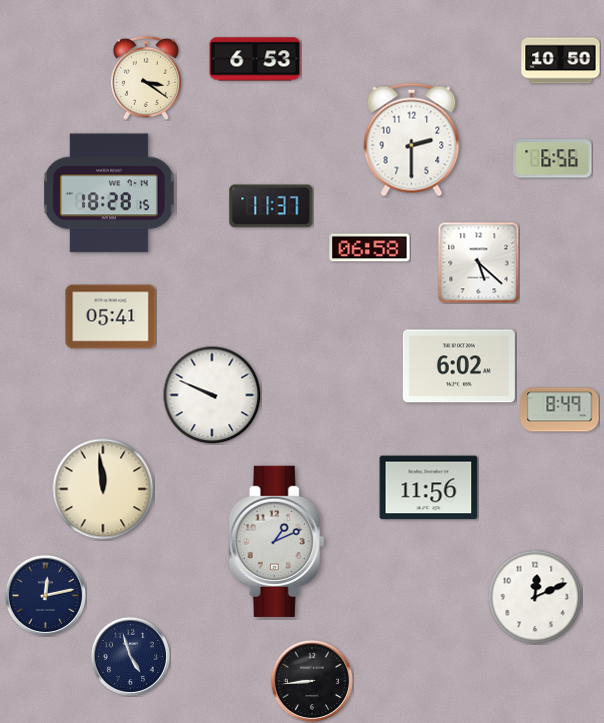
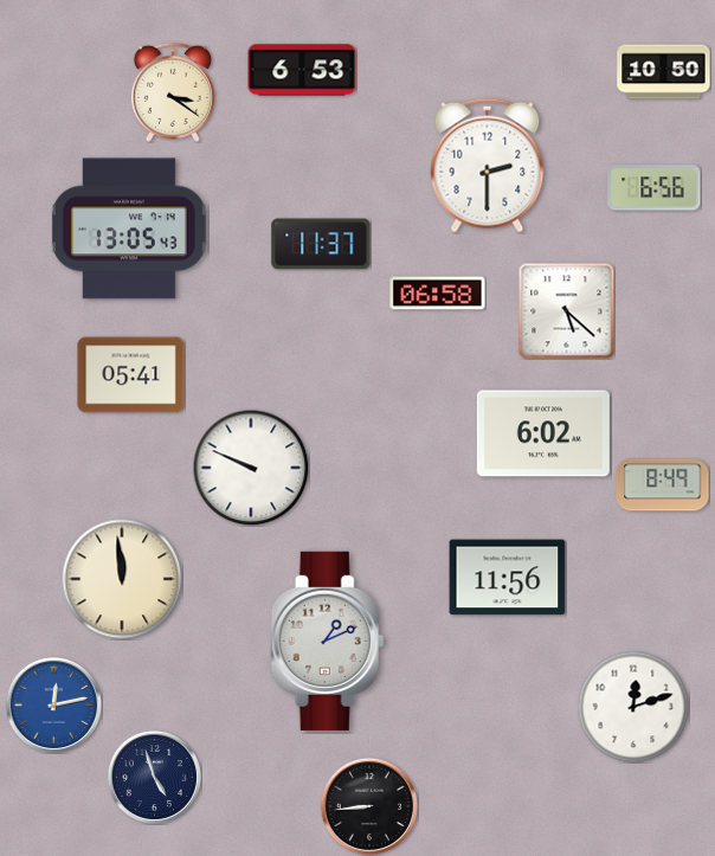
clock at (109, 193): 18:28 -> 13:05
clock at (45, 595) dial: navy -> blue
clock at (535, 597): 12:11 -> 12:12
